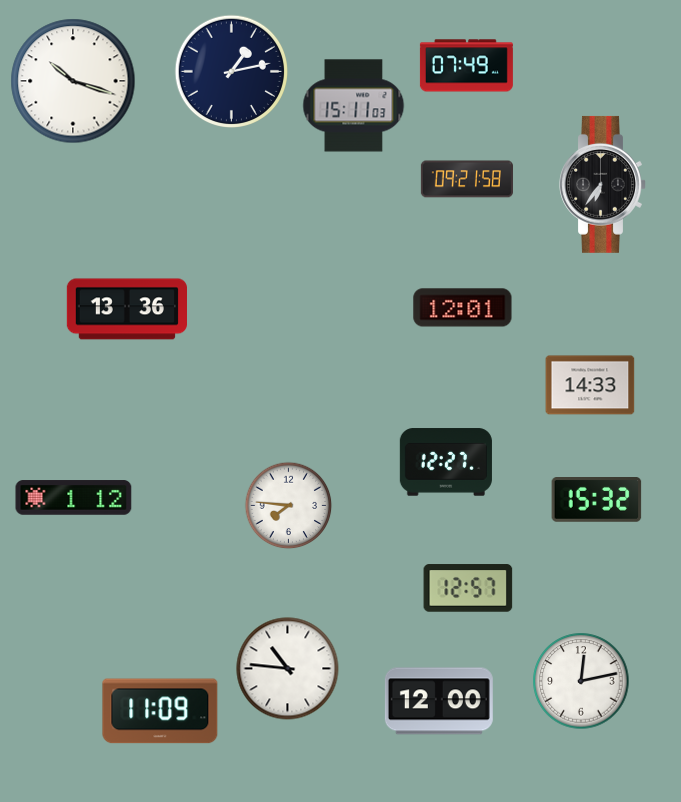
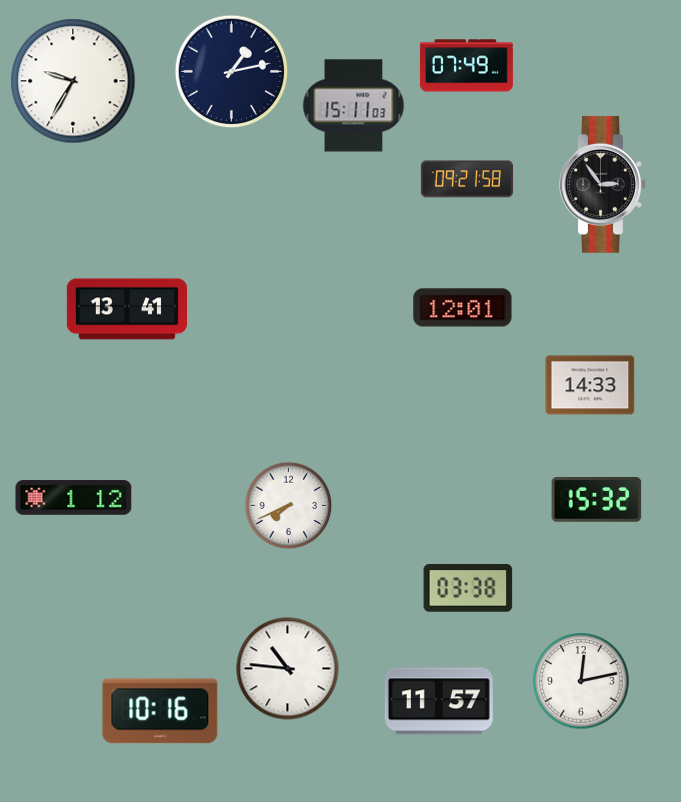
clock at (73, 81): 10:18 -> 9:35
clock at (603, 184): 6:36 -> 2:54
clock at (126, 309): 13:36 -> 13:41
clock at (446, 462): 12:27 -> none
clock at (289, 506): 7:46 -> 7:41
clock at (468, 588): 12:57 -> 03:38
clock at (439, 701): 12:00 -> 11:57
clock at (160, 711): 11:09 -> 10:16
